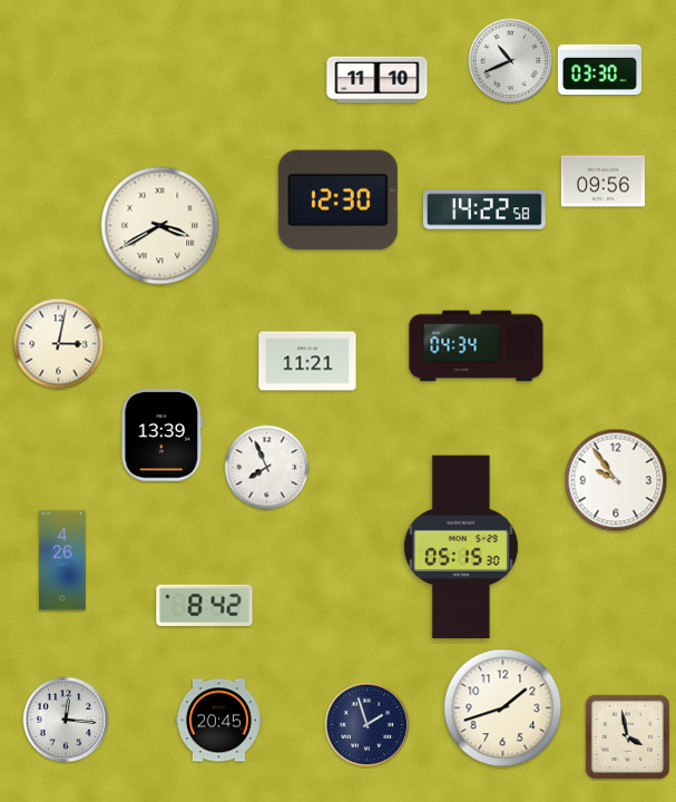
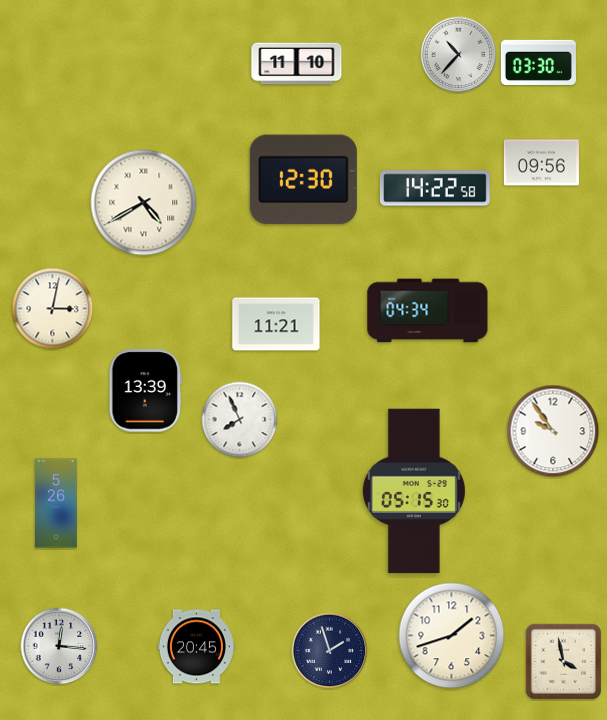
clock at (511, 61): 10:41 -> 10:37
clock at (378, 80) position: (378, 80) -> (297, 64)
clock at (160, 226): 3:40 -> 4:40
clock at (62, 560): 4:26 -> 5:26
clock at (205, 605): 8:42 -> none
